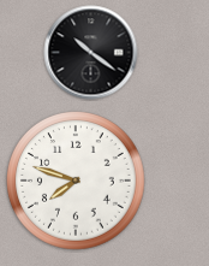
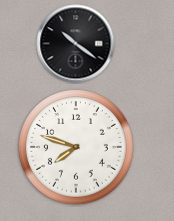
clock at (77, 182) position: (77, 182) -> (77, 148)
